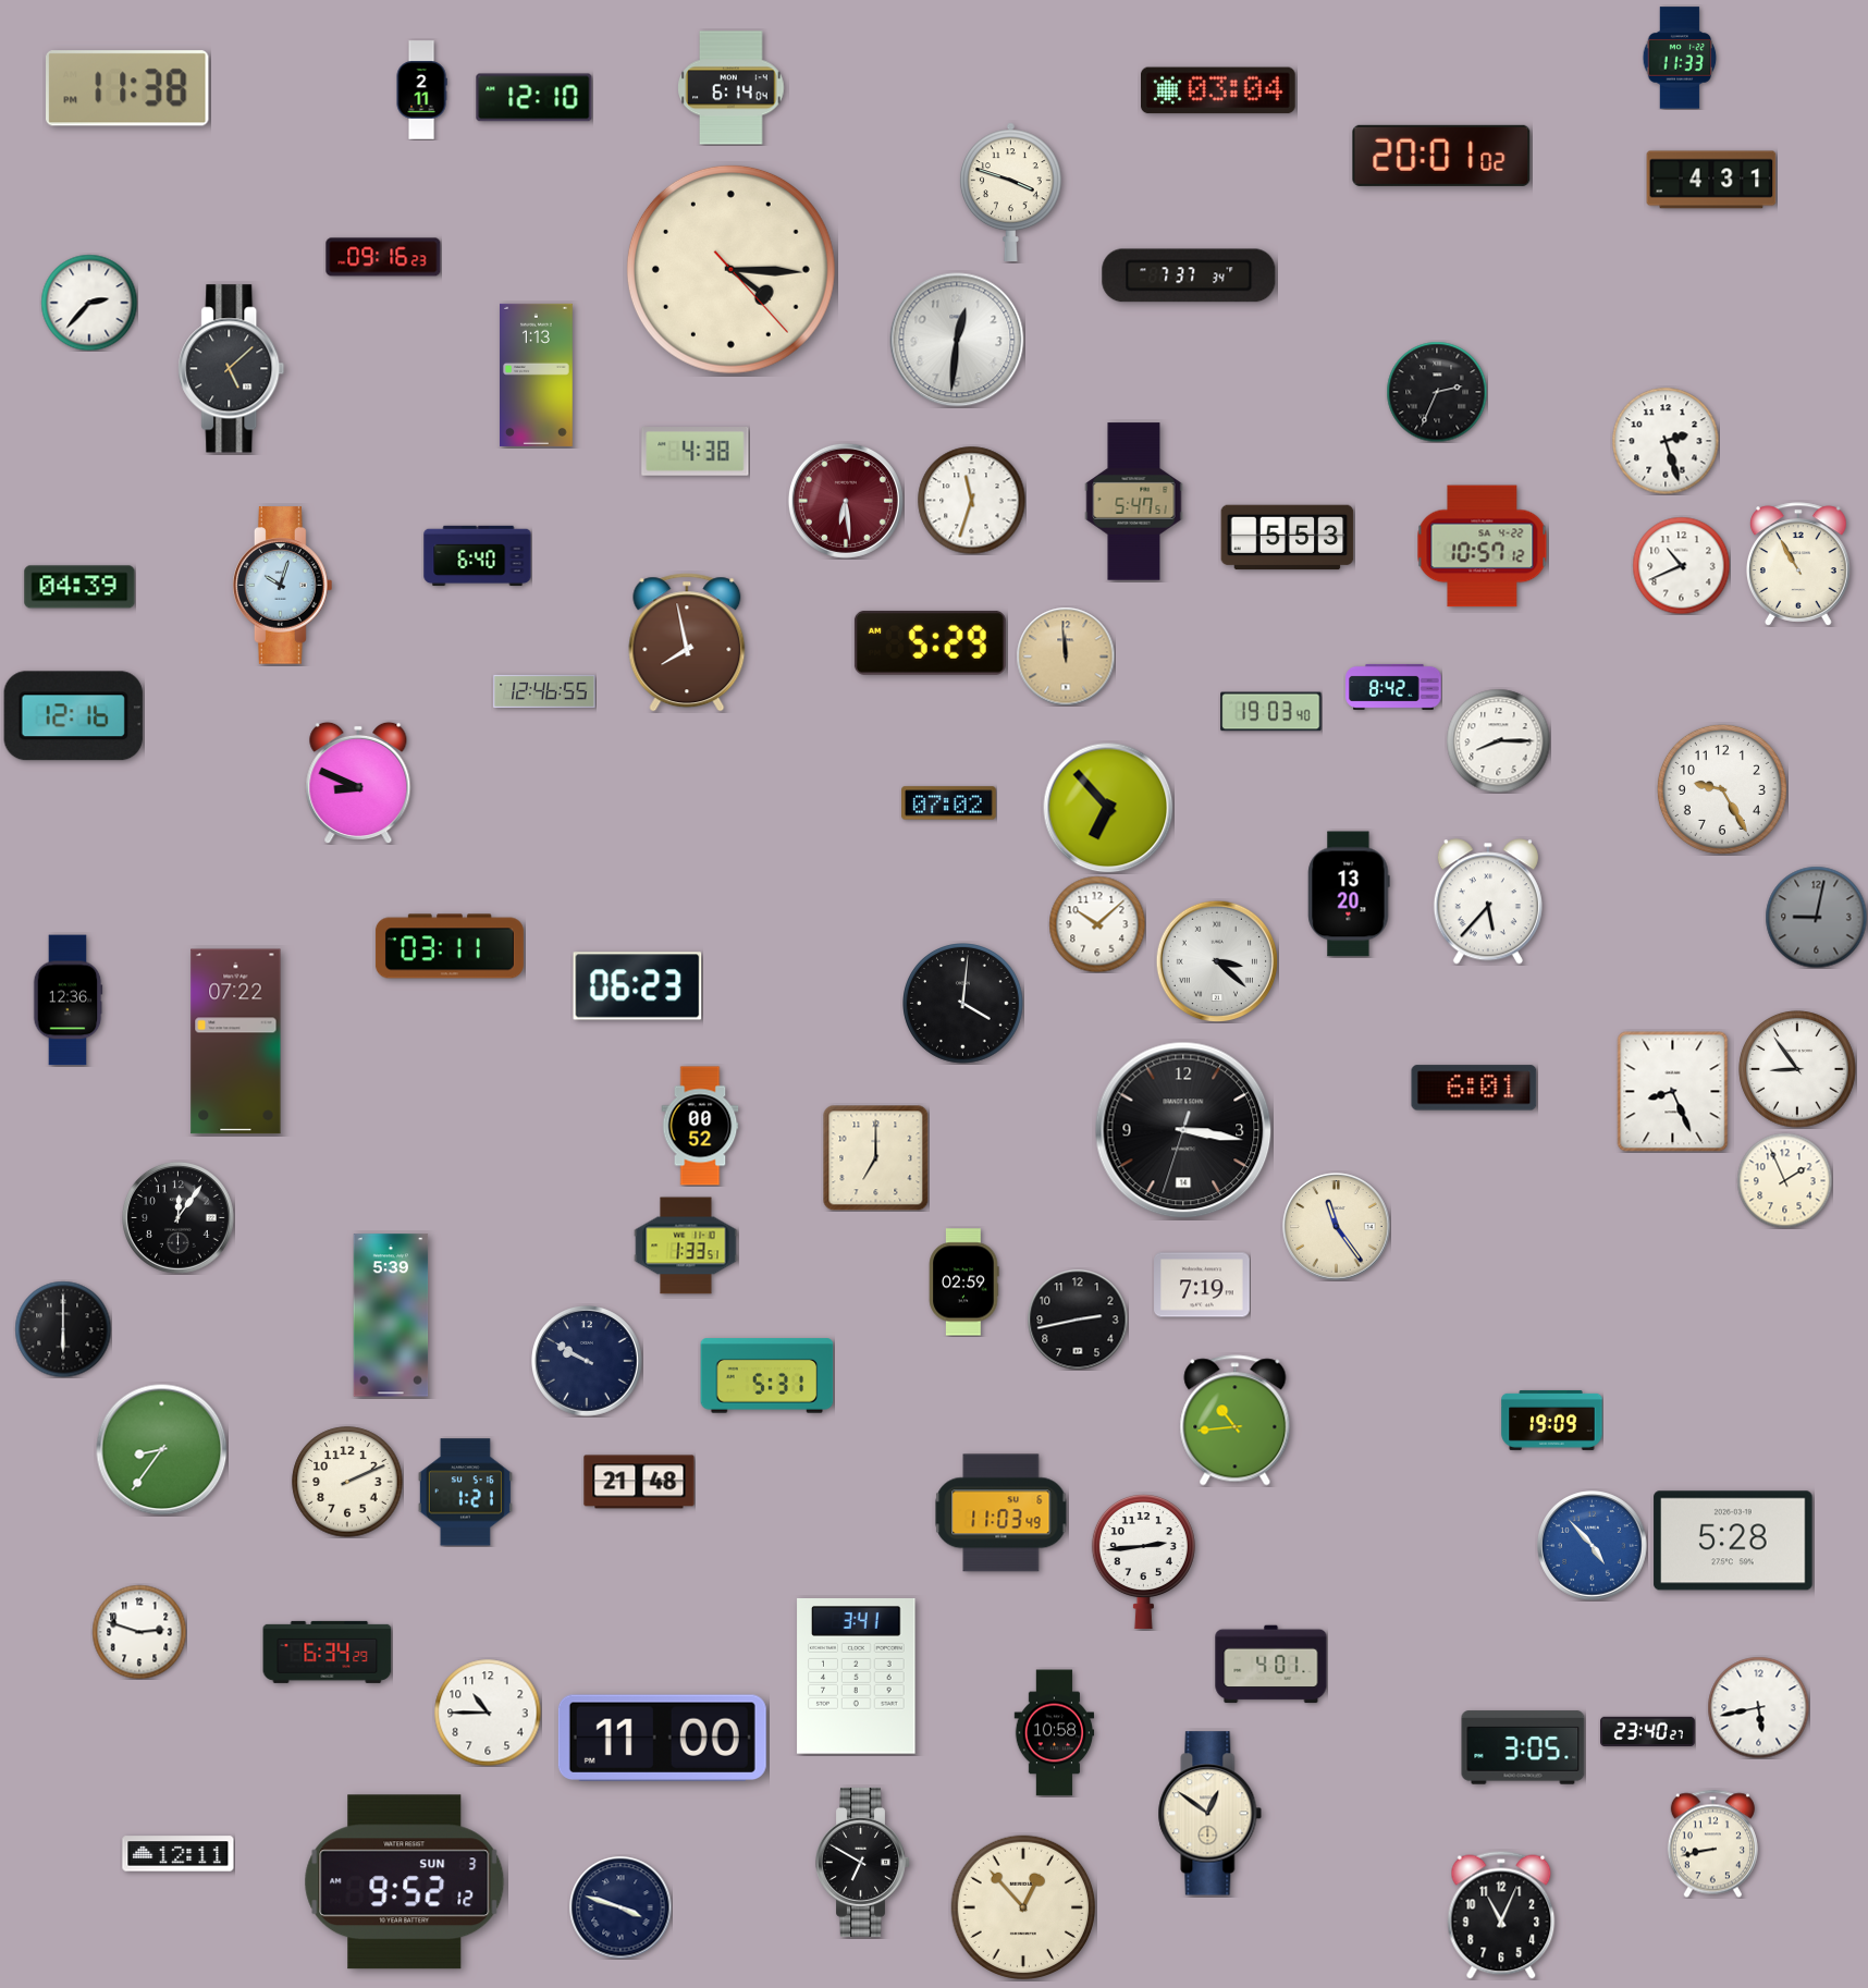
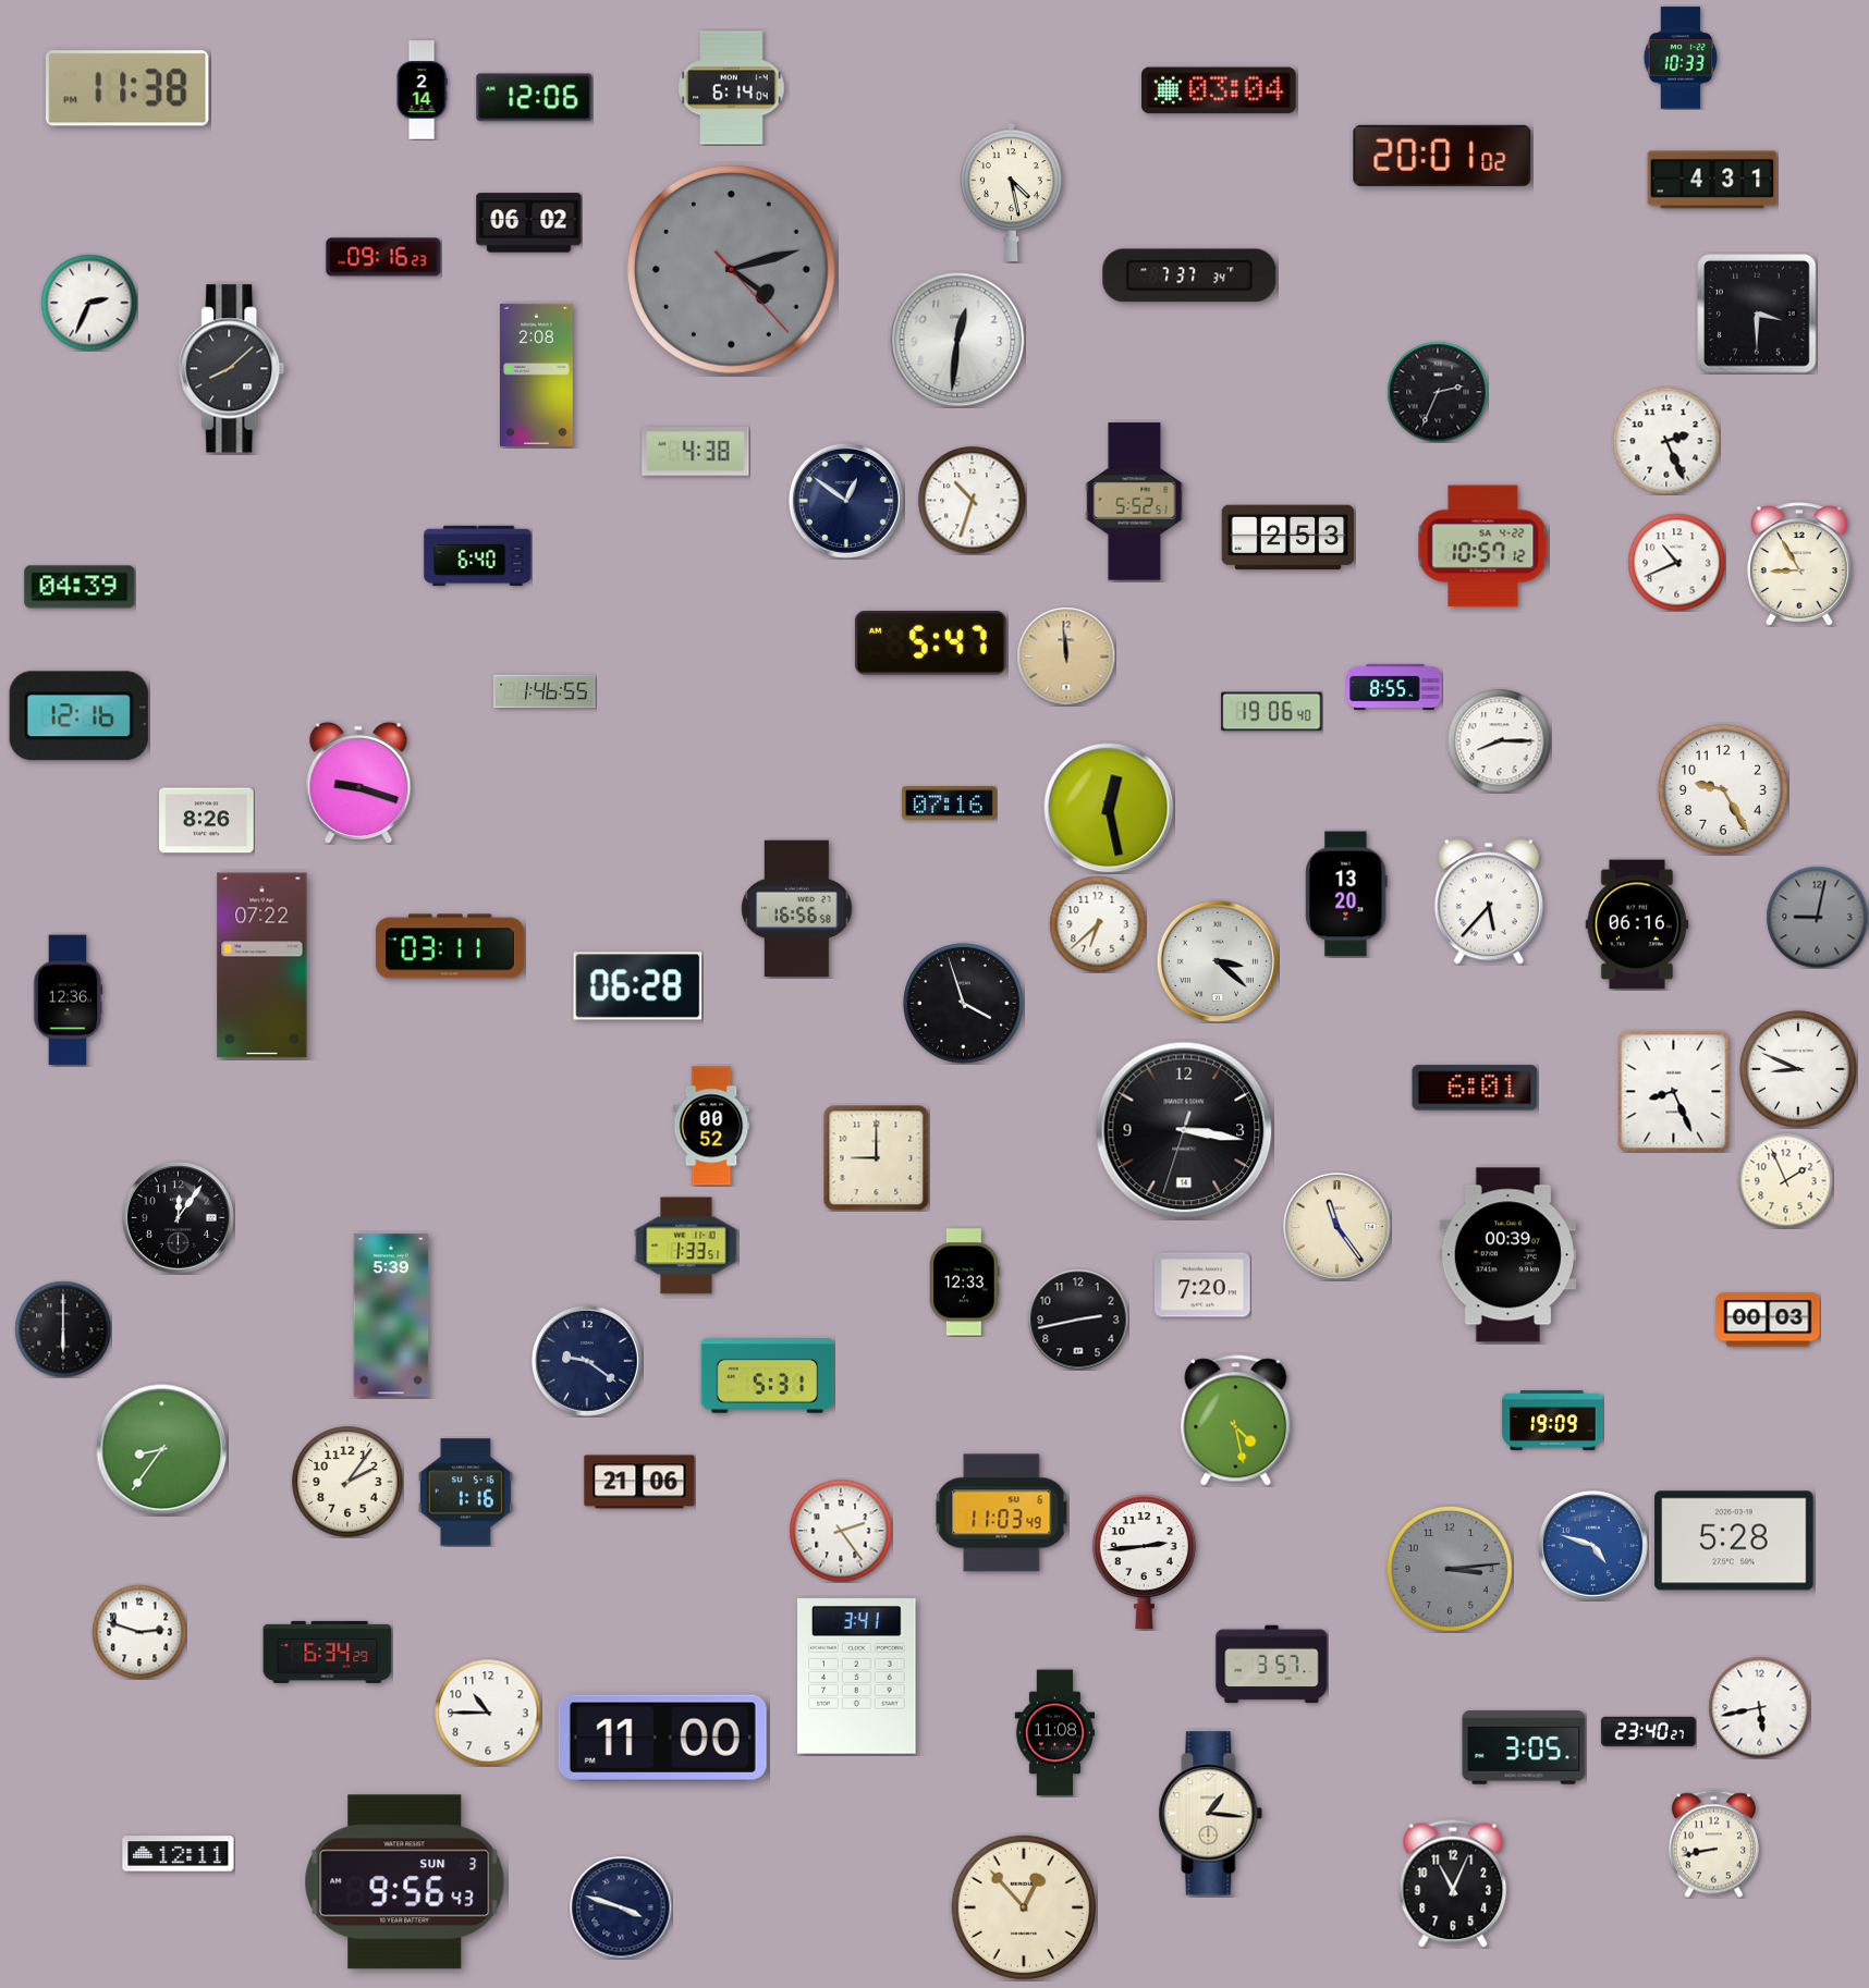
clock at (1680, 58): 11:33 -> 10:33
clock at (421, 90): 2:11 -> 2:14
clock at (534, 98): 12:10 -> 12:06
clock at (1010, 192): 3:48 -> 4:28
clock at (529, 223): none -> 06:02
clock at (730, 269): 4:15 -> 4:12
clock at (730, 269) dial: cream -> grey
clock at (89, 303): 2:37 -> 2:34
clock at (1757, 314): none -> 3:30
clock at (232, 369): 5:08 -> 8:08
clock at (537, 375): 1:13 -> 2:08
clock at (1666, 441): 2:27 -> 2:26
clock at (846, 501): 6:29 -> 12:51
clock at (846, 501) dial: burgundy -> navy
clock at (972, 501): 11:33 -> 10:33
clock at (1134, 502): 5:47 -> 5:52
clock at (1288, 538): 5:53 -> 2:53
clock at (1798, 564): 10:55 -> 8:55
clock at (1681, 565) position: (1681, 565) -> (1676, 562)
clock at (283, 586): 10:03 -> none
clock at (687, 642): 7:58 -> none
clock at (930, 642): 5:29 -> 5:47
clock at (1393, 687): 8:42 -> 8:55
clock at (544, 690): 12:46 -> 1:46
clock at (1271, 712): 19:03 -> 19:06
clock at (73, 716) position: (73, 716) -> (78, 716)
clock at (358, 783): 8:49 -> 9:18
clock at (949, 803): 07:02 -> 07:16
clock at (1108, 808): 6:53 -> 12:28
clock at (207, 821): none -> 8:26
clock at (1349, 894) position: (1349, 894) -> (1346, 894)
clock at (797, 909): none -> 16:56
clock at (1097, 924): 10:08 -> 6:38
clock at (1637, 924): none -> 06:16
clock at (638, 986): 06:23 -> 06:28
clock at (963, 1004): 4:01 -> 3:57
clock at (236, 1042) position: (236, 1042) -> (262, 966)
clock at (1797, 1069): 8:54 -> 8:49
clock at (700, 1126) position: (700, 1126) -> (711, 1126)
clock at (875, 1157): 7:00 -> 9:00
clock at (1507, 1255): none -> 00:39
clock at (964, 1283): 02:59 -> 12:33
clock at (1202, 1285): 7:19 -> 7:20
clock at (1768, 1320): none -> 00:03
clock at (588, 1362): 9:50 -> 9:21
clock at (1236, 1421): 10:44 -> 4:28
clock at (347, 1482): 2:11 -> 2:06
clock at (639, 1482): 21:48 -> 21:06
clock at (465, 1493): 1:21 -> 1:16
clock at (841, 1531): none -> 2:24
clock at (1593, 1546): 4:53 -> 4:48
clock at (1450, 1569): none -> 3:14
clock at (1271, 1665): 4:01 -> 3:57
clock at (1055, 1733): 10:58 -> 11:08
clock at (1210, 1814): 12:51 -> 1:16
clock at (863, 1862): 6:50 -> none
clock at (405, 1882): 9:52 -> 9:56
clock at (1501, 1915) position: (1501, 1915) -> (1453, 1883)
